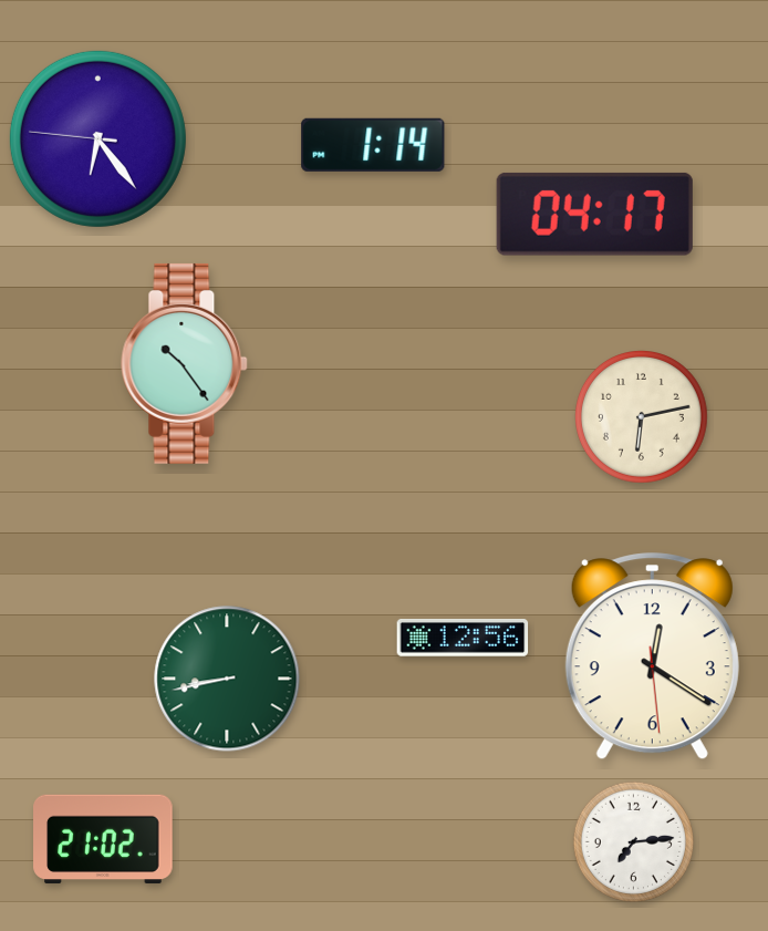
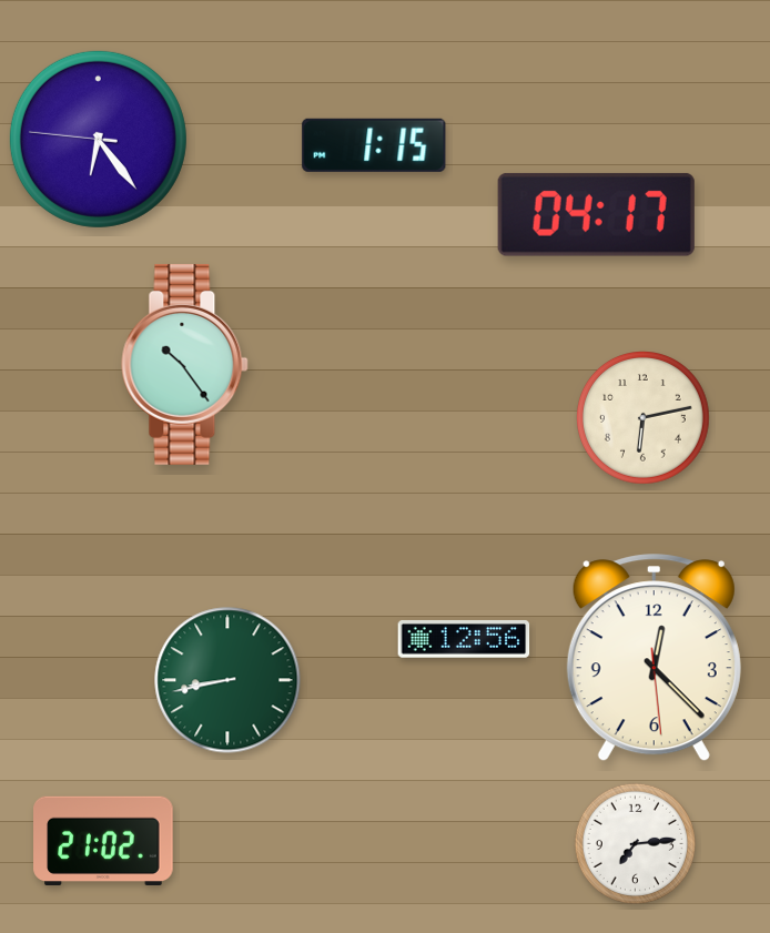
clock at (373, 145): 1:14 -> 1:15
clock at (652, 656): 12:20 -> 12:22
